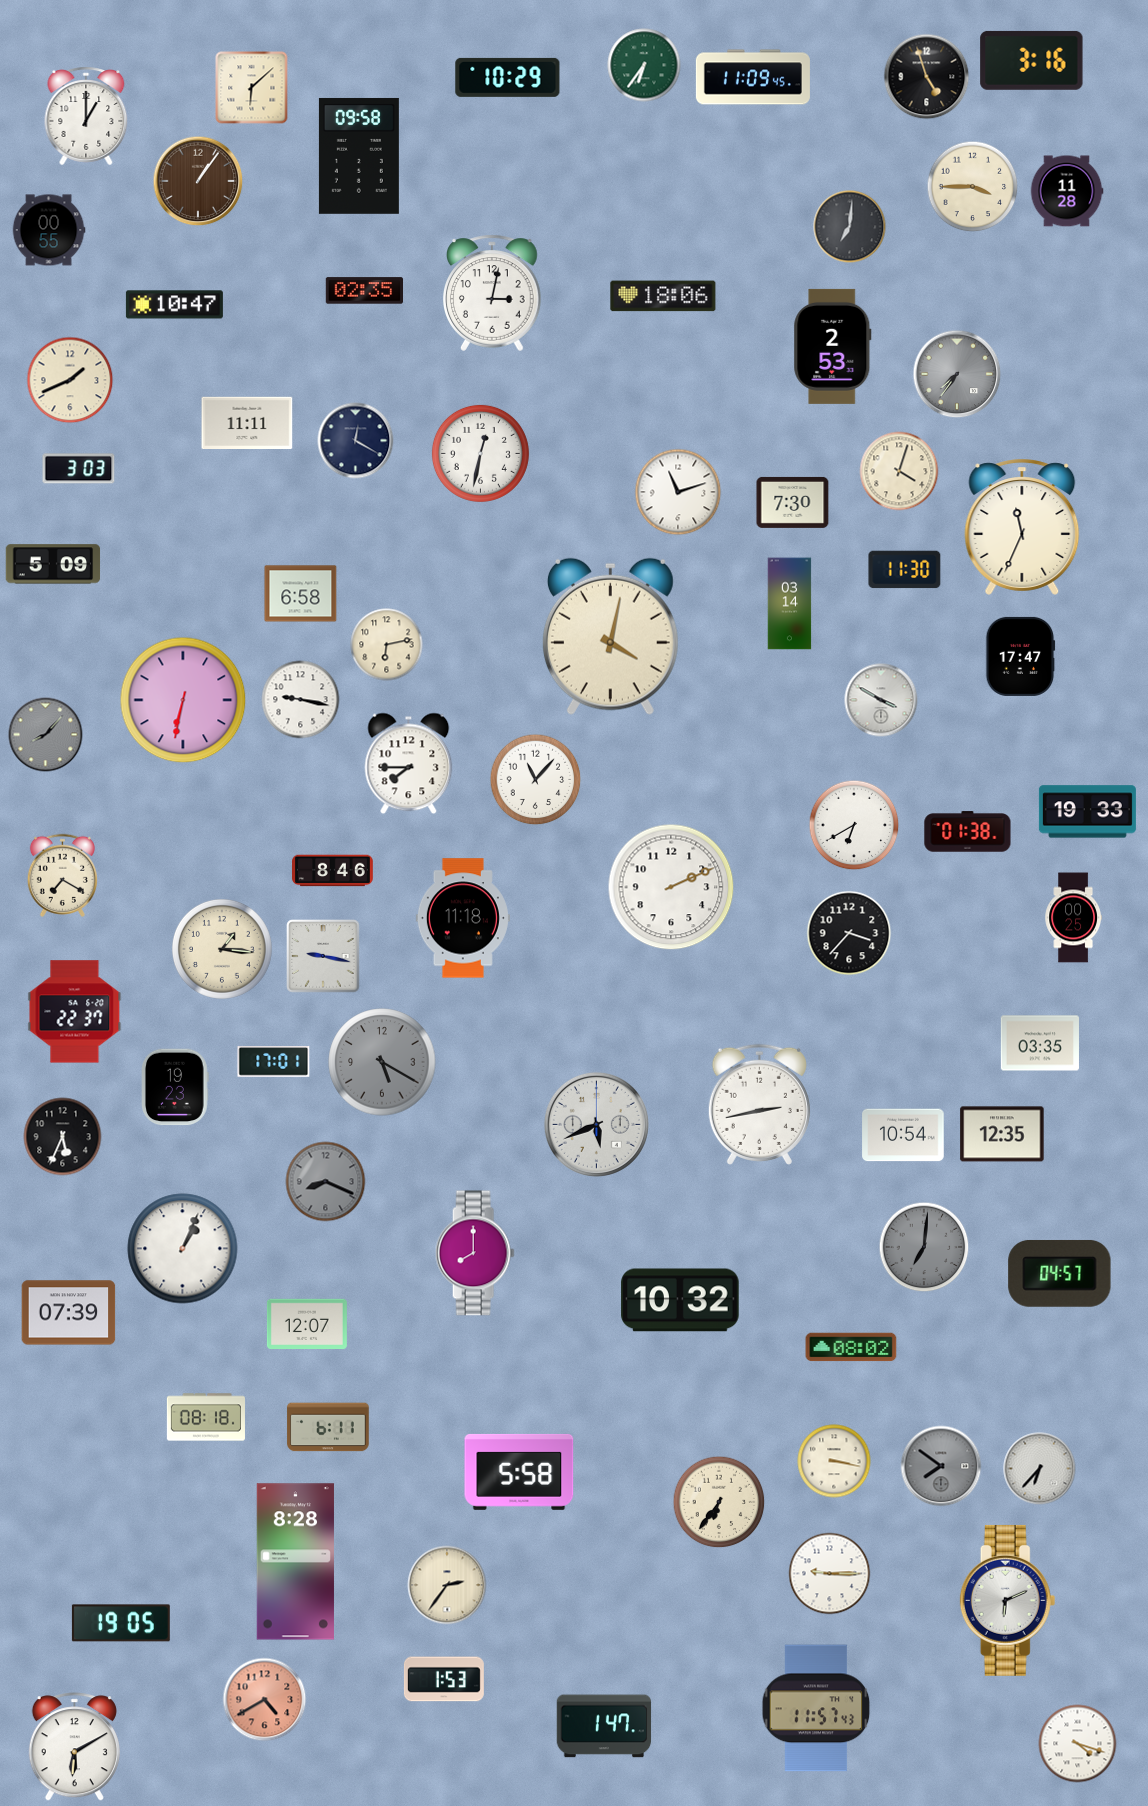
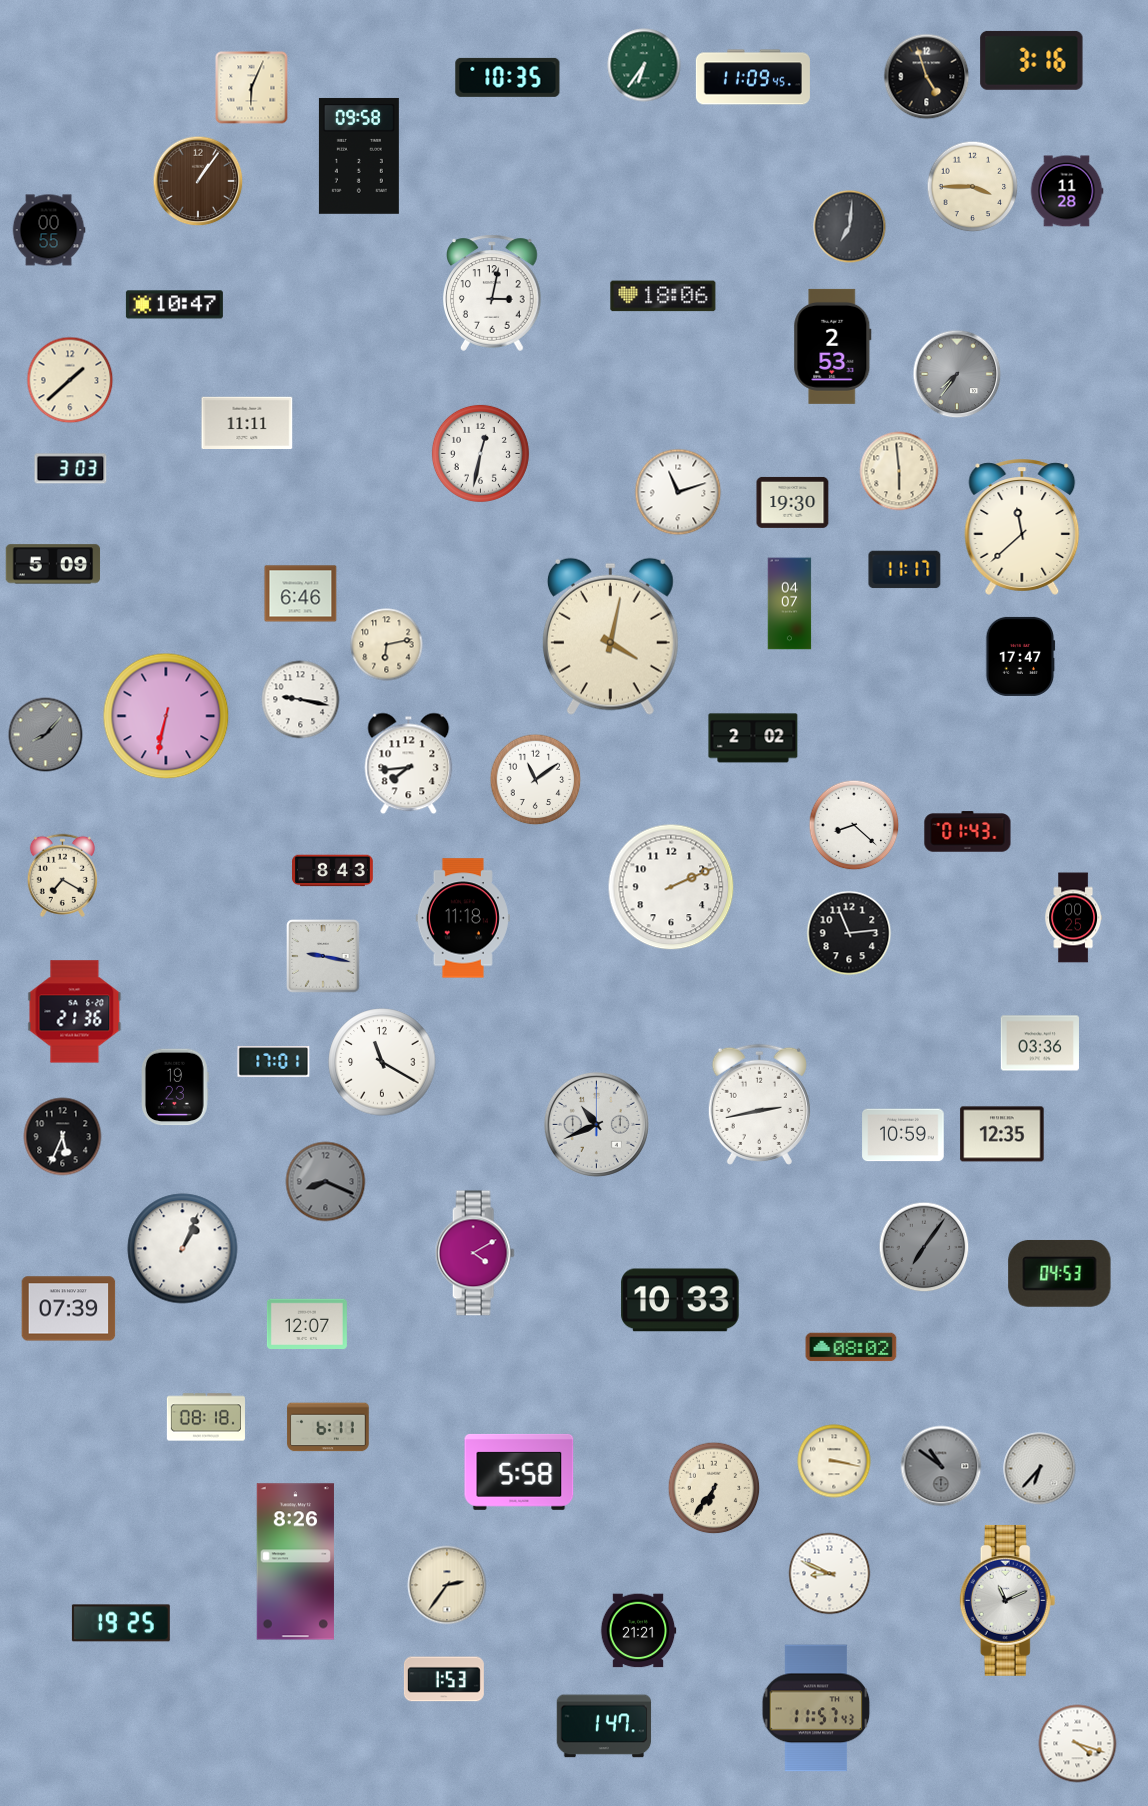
clock at (508, 77): 10:29 -> 10:35
clock at (252, 88): 6:08 -> 6:04
clock at (86, 116): 1:00 -> none
clock at (364, 291): 02:35 -> none
clock at (70, 380): 1:41 -> 1:38
clock at (356, 441): 12:20 -> none
clock at (79, 469) position: (79, 469) -> (71, 469)
clock at (899, 471): 4:03 -> 5:59
clock at (793, 502): 7:30 -> 19:30
clock at (1022, 527): 11:34 -> 11:38
clock at (905, 570): 11:30 -> 11:17
clock at (301, 594): 6:58 -> 6:46
clock at (790, 604): 03:14 -> 04:07
clock at (183, 700) position: (183, 700) -> (166, 716)
clock at (881, 700): 3:50 -> none
clock at (753, 738): none -> 2:02
clock at (409, 764): 7:45 -> 7:44
clock at (536, 780): 11:07 -> 11:09
clock at (1087, 812): 19:33 -> none
clock at (854, 825): 6:40 -> 8:22
clock at (968, 832): 01:38 -> 01:43
clock at (333, 871): 8:46 -> 8:43
clock at (849, 933): 3:37 -> 11:14
clock at (222, 949): 1:16 -> none
clock at (75, 1012): 22:37 -> 21:36
clock at (1040, 1043): 03:35 -> 03:36
clock at (382, 1062): 5:20 -> 11:20
clock at (382, 1062) dial: grey -> white
clock at (596, 1124): 5:41 -> 10:41
clock at (903, 1135): 10:54 -> 10:59
clock at (924, 1247): 7:01 -> 7:06
clock at (475, 1253): 8:00 -> 4:10
clock at (1060, 1273): 04:57 -> 04:53
clock at (680, 1300): 10:32 -> 10:33
clock at (69, 1313) position: (69, 1313) -> (69, 1309)
clock at (941, 1466): 7:51 -> 10:51
clock at (719, 1502) position: (719, 1502) -> (714, 1488)
clock at (295, 1562): 8:28 -> 8:26
clock at (830, 1574): 9:15 -> 8:49
clock at (1008, 1600): 6:11 -> 11:11
clock at (121, 1623): 19:05 -> 19:25
clock at (638, 1631): none -> 21:21
clock at (265, 1700): 4:40 -> none
clock at (74, 1747): 6:10 -> none
